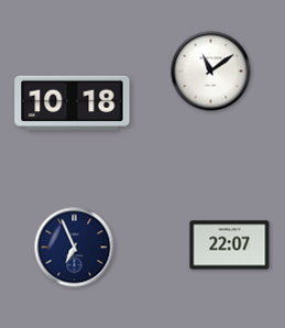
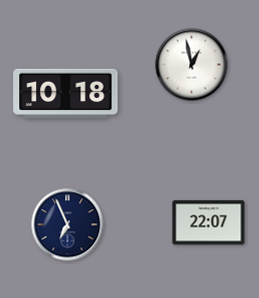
clock at (211, 72): 11:09 -> 12:58
